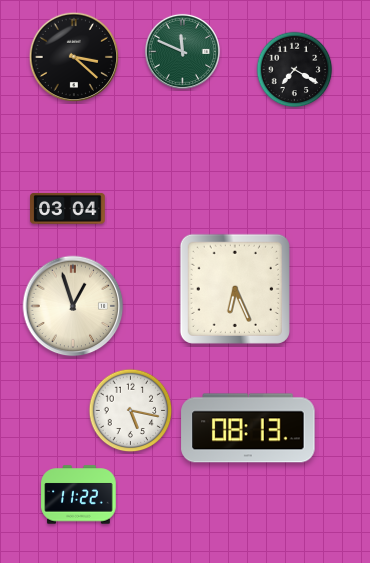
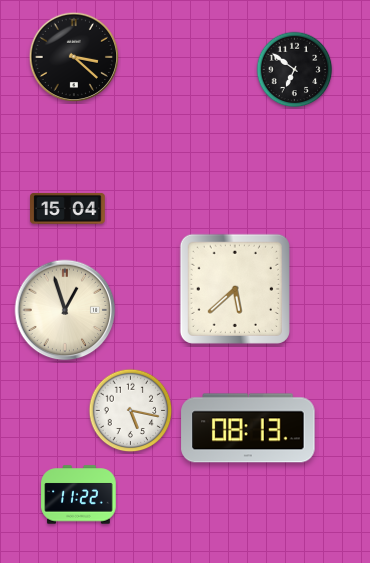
clock at (182, 51): 11:49 -> none
clock at (295, 70): 7:20 -> 6:51
clock at (68, 208): 03:04 -> 15:04
clock at (235, 289): 6:26 -> 5:38
clock at (73, 306) position: (73, 306) -> (65, 310)
